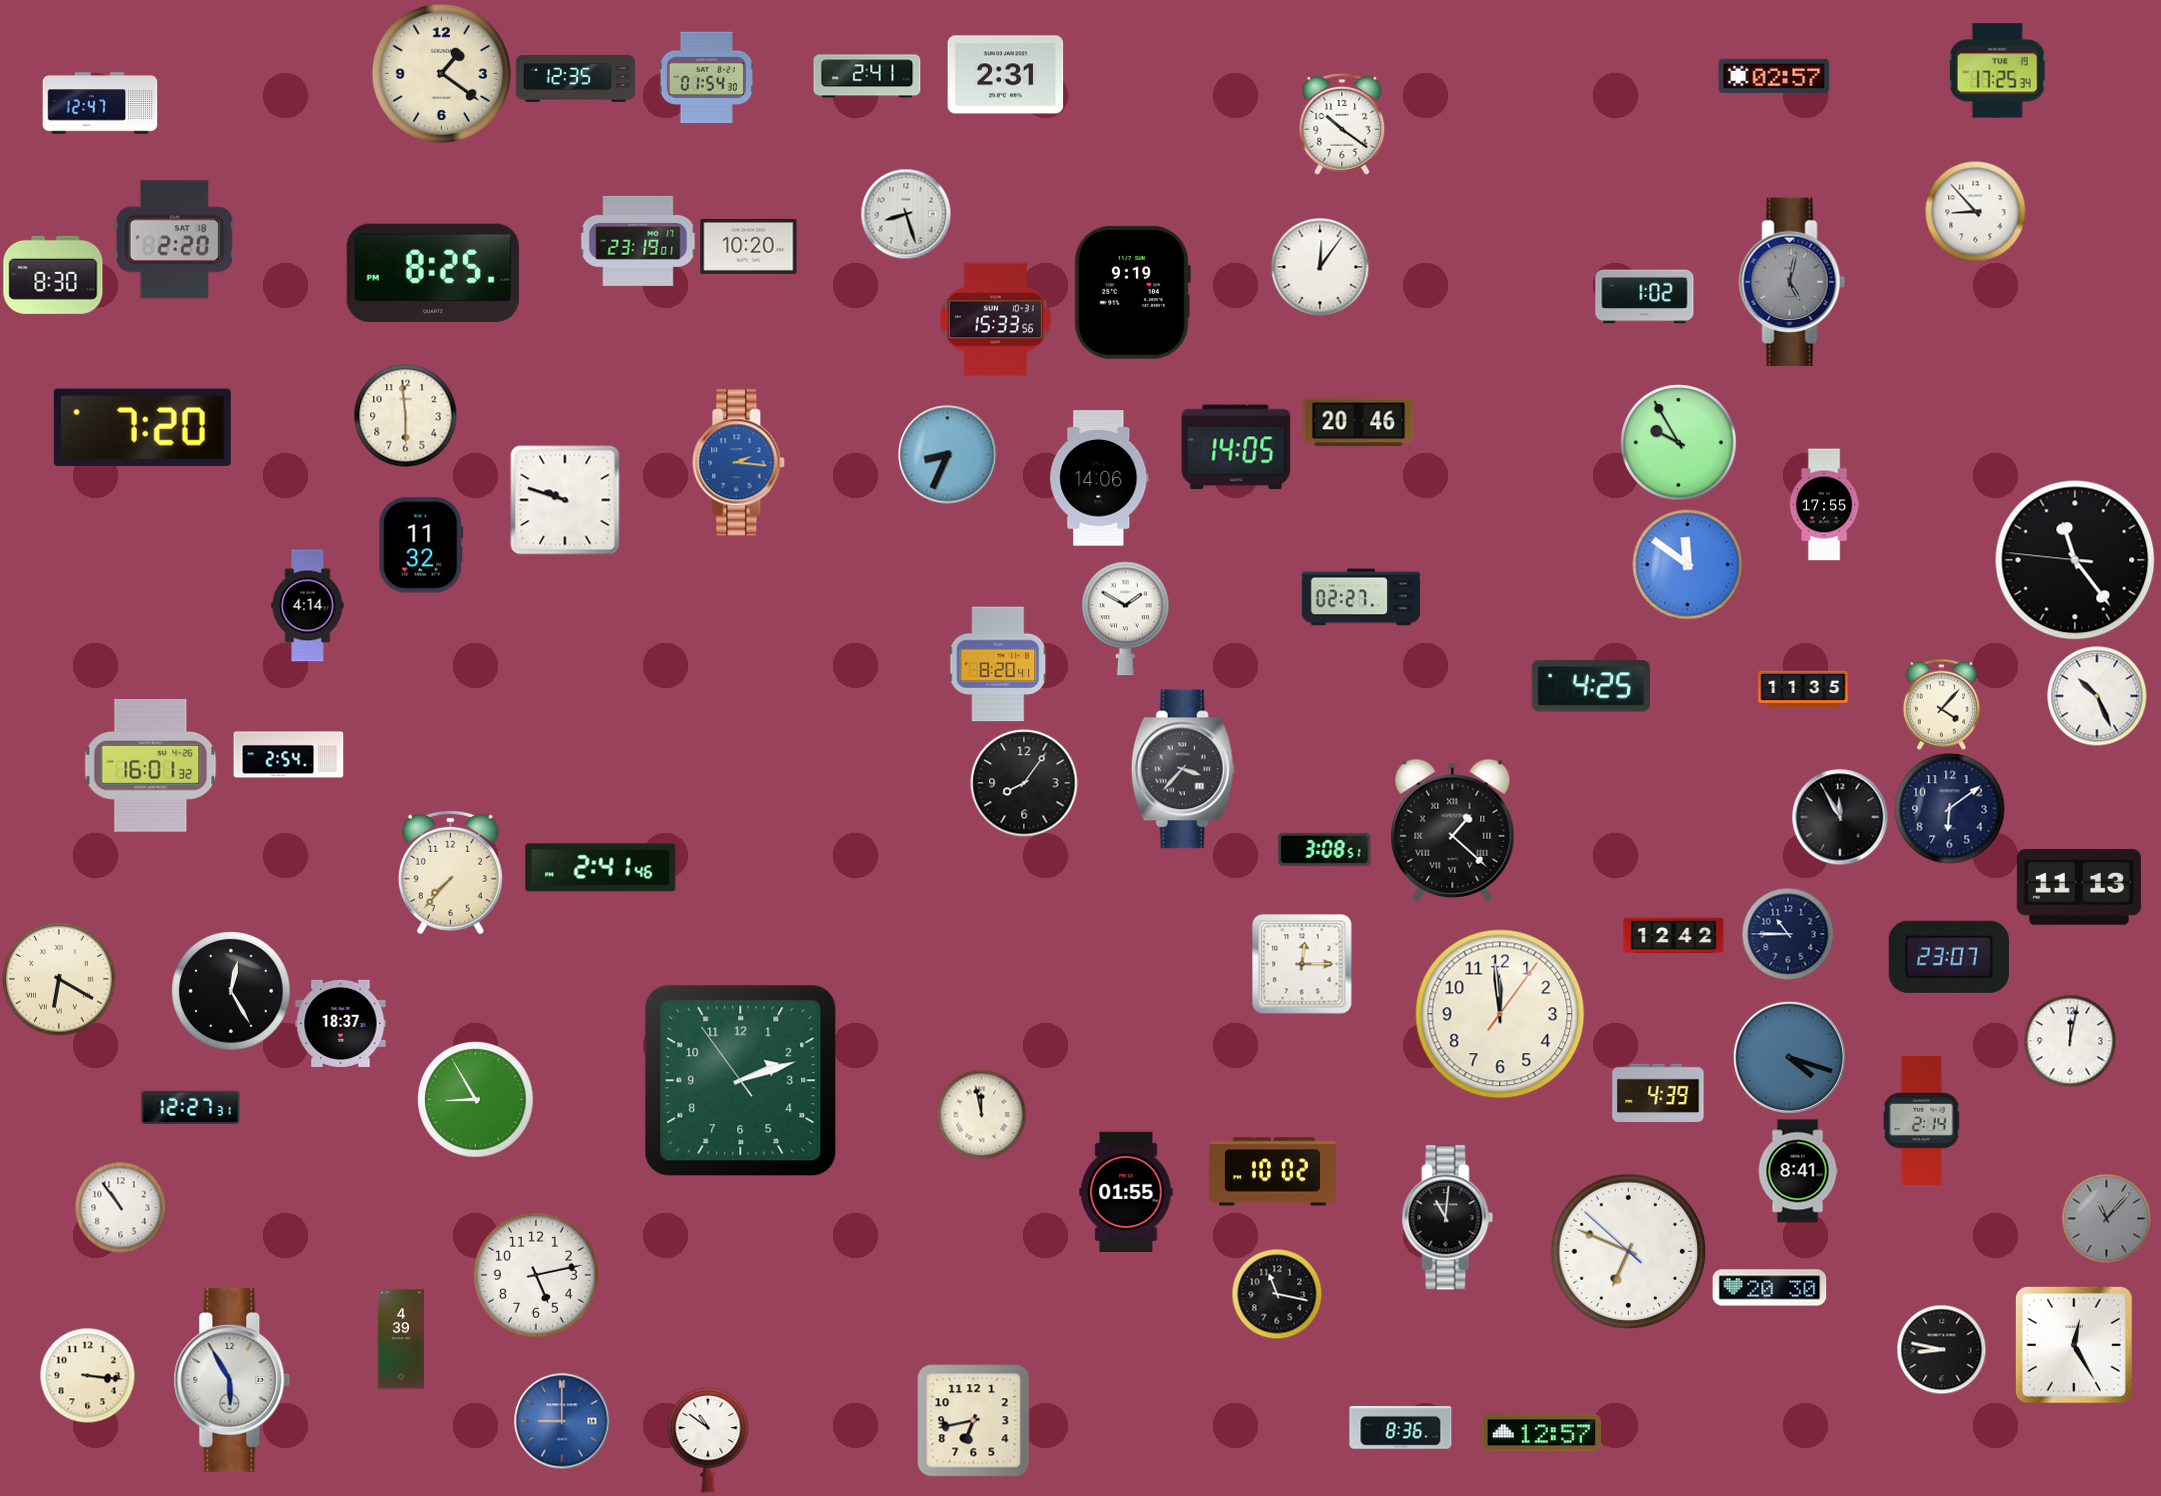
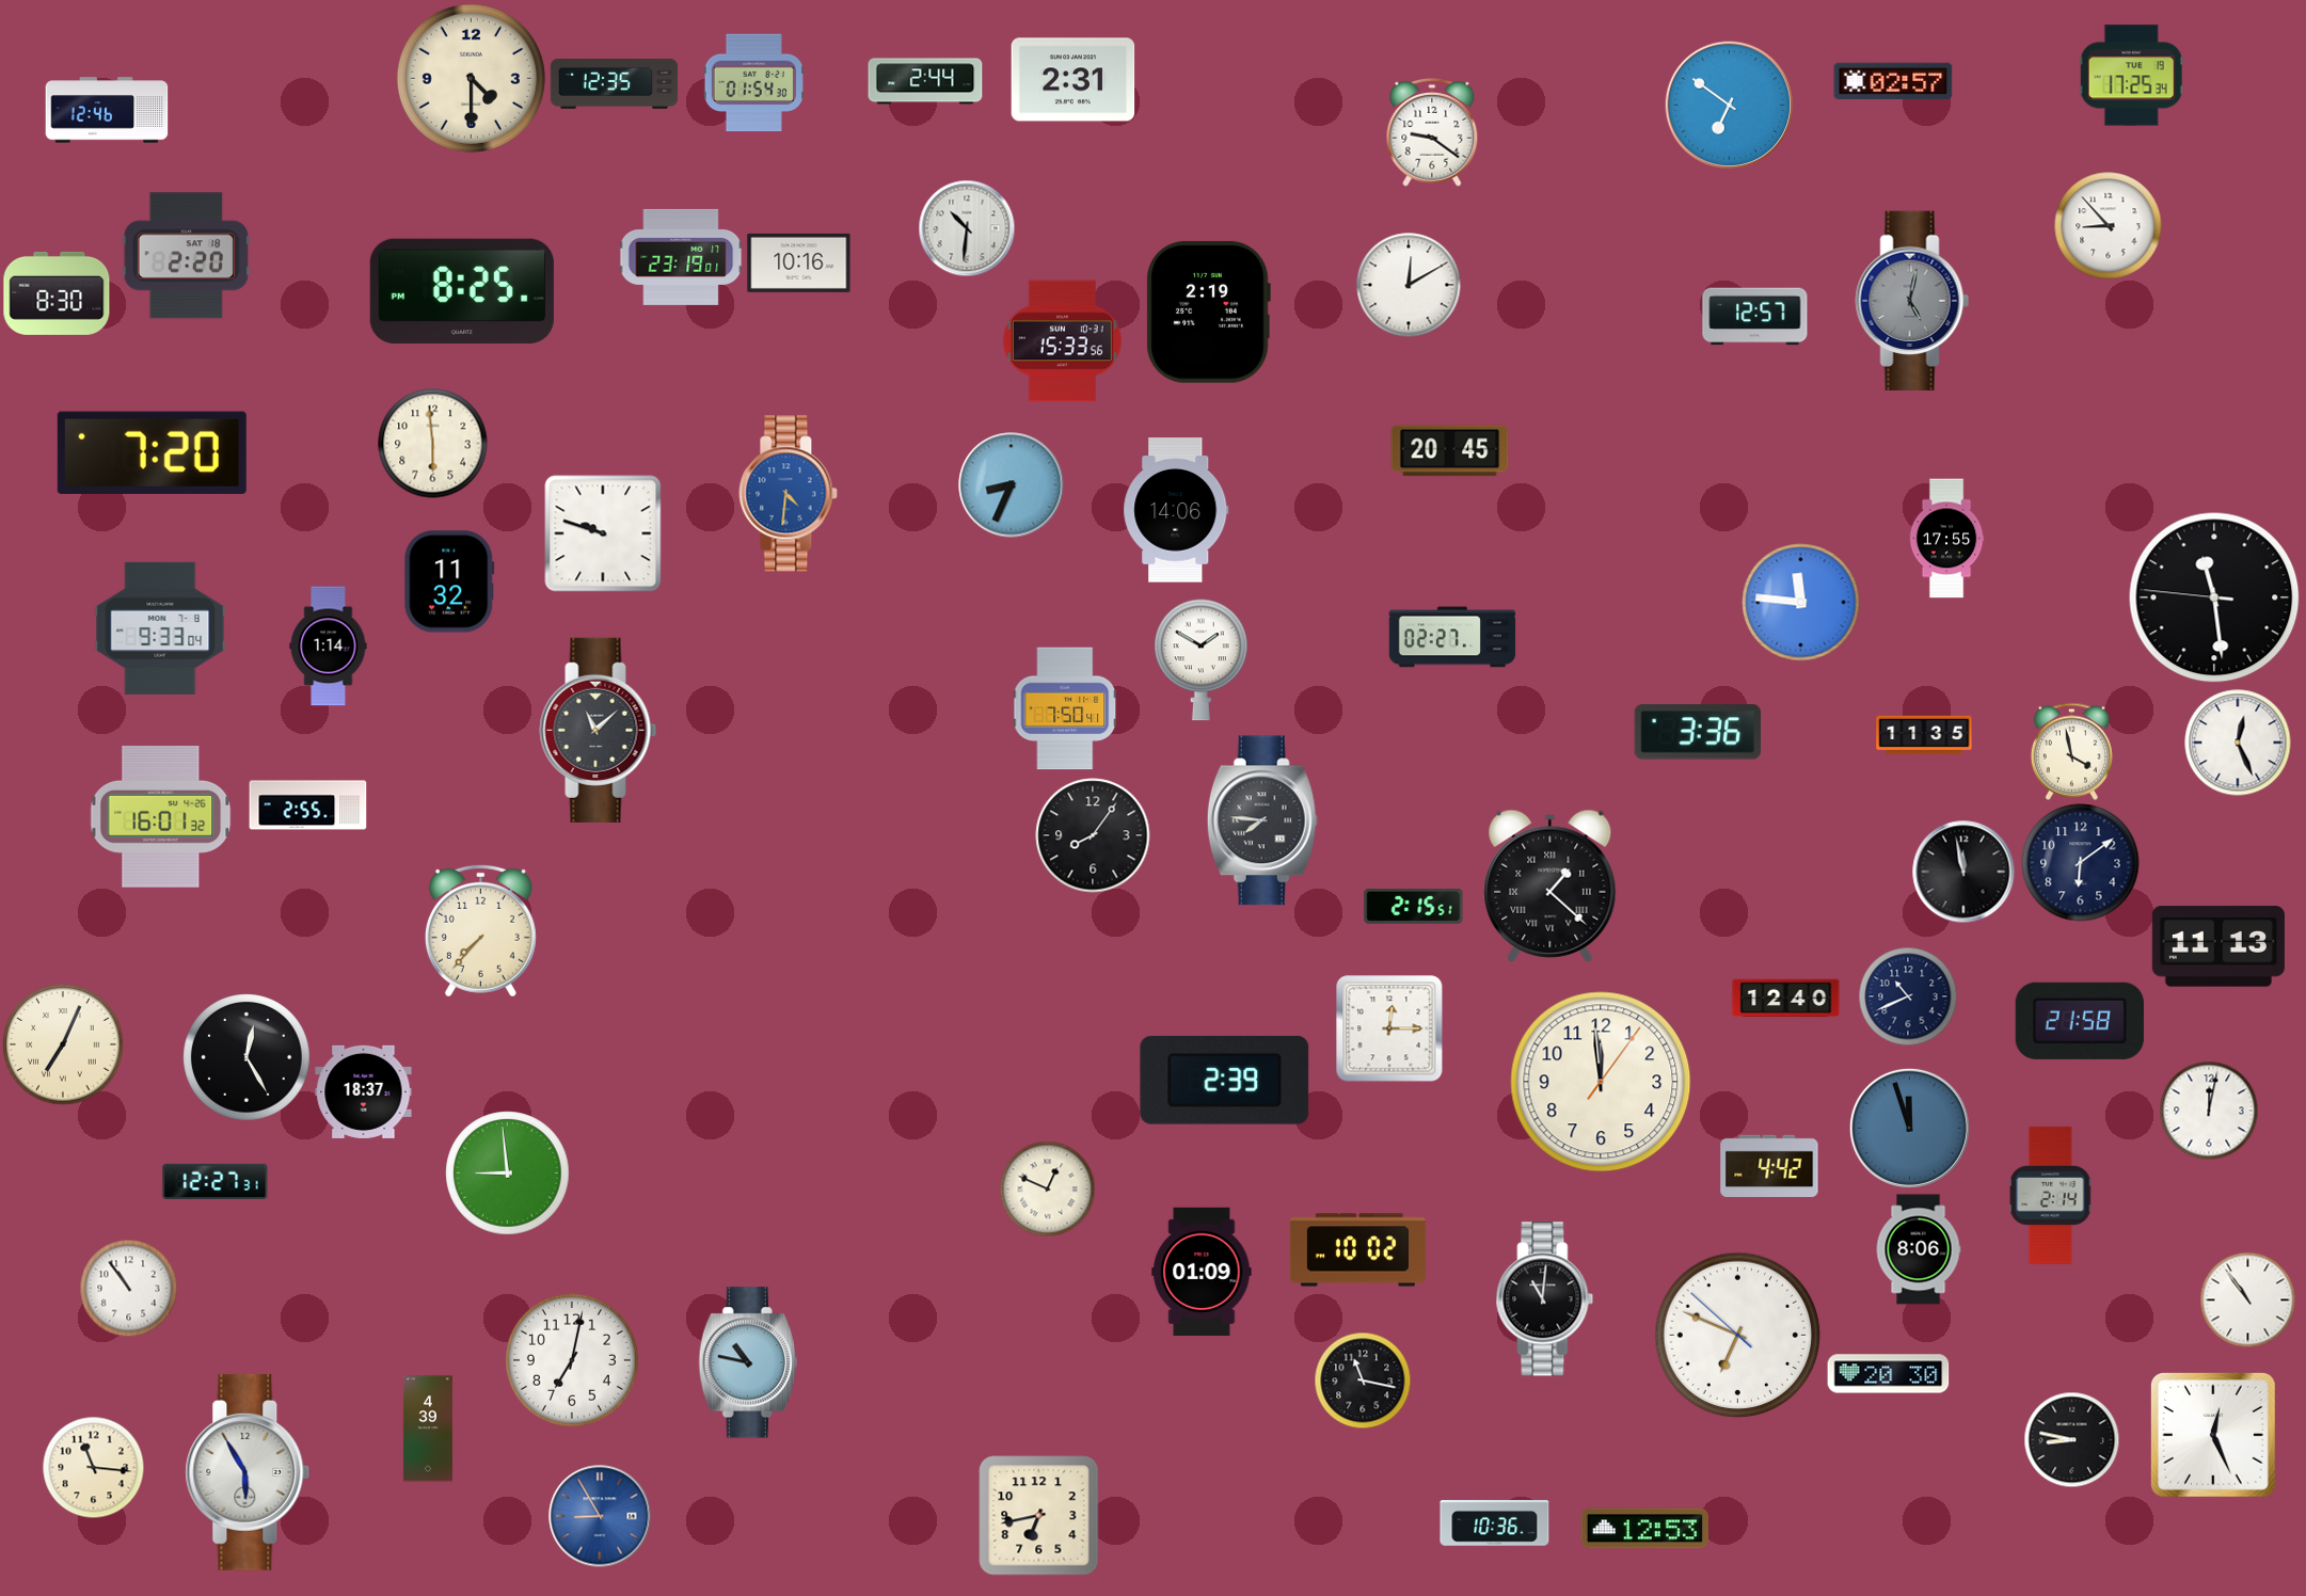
clock at (441, 73): 1:21 -> 4:30
clock at (867, 76): 2:41 -> 2:44
clock at (1730, 106): none -> 6:51
clock at (100, 103): 12:47 -> 12:46
clock at (1342, 125): 10:21 -> 9:21
clock at (906, 214): 8:27 -> 10:31
clock at (749, 246): 10:20 -> 10:16
clock at (1320, 267): 12:06 -> 12:10
clock at (1132, 292): 9:19 -> 2:19
clock at (1645, 297): 1:02 -> 12:57
clock at (1359, 423): 20:46 -> 20:45
clock at (142, 427) position: (142, 427) -> (152, 452)
clock at (1679, 443): 9:55 -> none
clock at (1236, 447): 14:05 -> none
clock at (739, 463): 2:16 -> 4:31
clock at (1099, 478) position: (1099, 478) -> (1176, 510)
clock at (2075, 560): 11:23 -> 11:28
clock at (1688, 565): 11:51 -> 11:46
clock at (160, 628): none -> 9:33
clock at (308, 606): 4:14 -> 1:14
clock at (998, 664): 8:20 -> 7:50
clock at (599, 730): none -> 11:08
clock at (1591, 686): 4:25 -> 3:36
clock at (2097, 696): 10:26 -> 12:26
clock at (1941, 704): 4:07 -> 3:58
clock at (289, 755): 2:54 -> 2:55
clock at (1183, 769): 3:37 -> 7:46
clock at (1840, 817): 11:55 -> 11:58
clock at (1325, 849): 3:08 -> 2:15
clock at (601, 868): 2:41 -> none
clock at (1788, 934): 10:45 -> 10:41
clock at (1674, 936): 12:42 -> 12:40
clock at (1949, 957): 23:07 -> 21:58
clock at (59, 979): 6:20 -> 7:04
clock at (1225, 1080): none -> 2:39
clock at (1789, 1057): 4:18 -> 11:57
clock at (741, 1081): 2:11 -> none
clock at (1658, 1093): 4:39 -> 4:42
clock at (476, 1100): 8:55 -> 8:59
clock at (191, 1107) position: (191, 1107) -> (216, 1181)
clock at (981, 1114): 11:58 -> 12:49
clock at (1798, 1171): 8:41 -> 8:06
clock at (1126, 1191): 01:55 -> 01:09
clock at (2106, 1218): 11:07 -> 10:54
clock at (2106, 1218) dial: grey -> white
clock at (536, 1275): 5:13 -> 7:02
clock at (748, 1362): none -> 10:47
clock at (2074, 1345): 12:25 -> 12:26
clock at (87, 1375): 3:16 -> 11:16
clock at (562, 1421): 9:00 -> 8:55
clock at (1401, 1428): 8:36 -> 10:36
clock at (1541, 1433): 12:57 -> 12:53
clock at (708, 1440): 10:51 -> none
